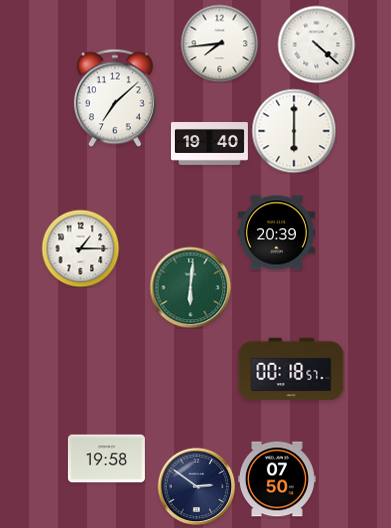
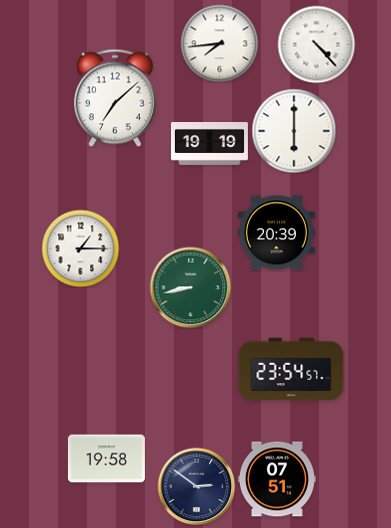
clock at (316, 44): 4:22 -> 4:23
clock at (209, 144): 19:40 -> 19:19
clock at (190, 287): 6:01 -> 8:43
clock at (291, 369): 00:18 -> 23:54
clock at (277, 479): 07:50 -> 07:51
